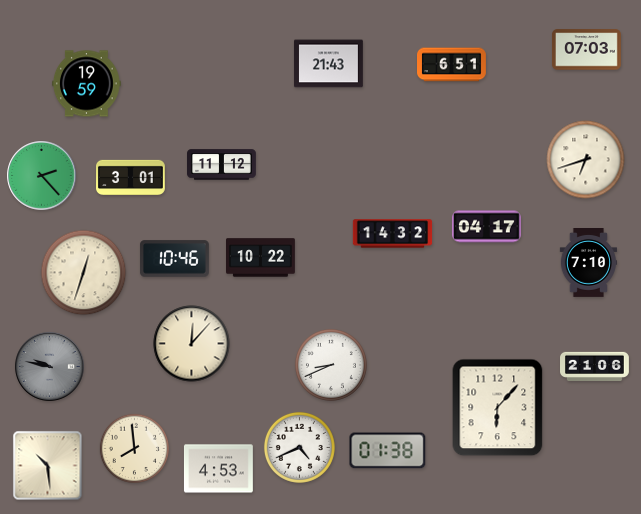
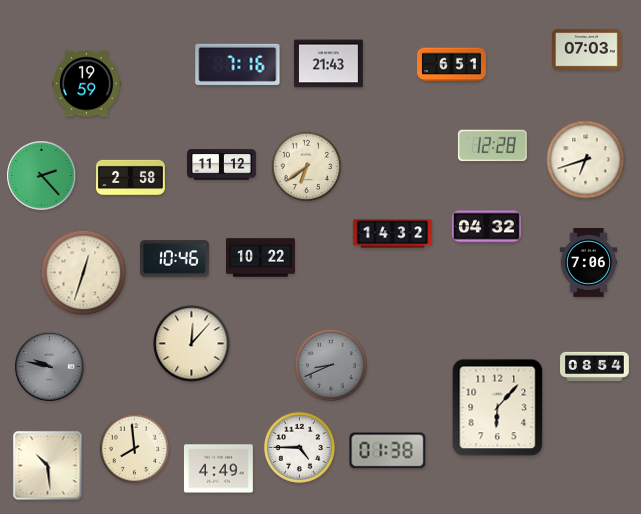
clock at (238, 64): none -> 7:16
clock at (492, 146): none -> 12:28
clock at (306, 166): none -> 6:39
clock at (131, 177): 3:01 -> 2:58
clock at (486, 227): 04:17 -> 04:32
clock at (589, 263): 7:10 -> 7:06
clock at (331, 365) dial: white -> grey
clock at (595, 366): 21:06 -> 08:54
clock at (299, 447): 4:41 -> 4:45
clock at (218, 469): 4:53 -> 4:49
